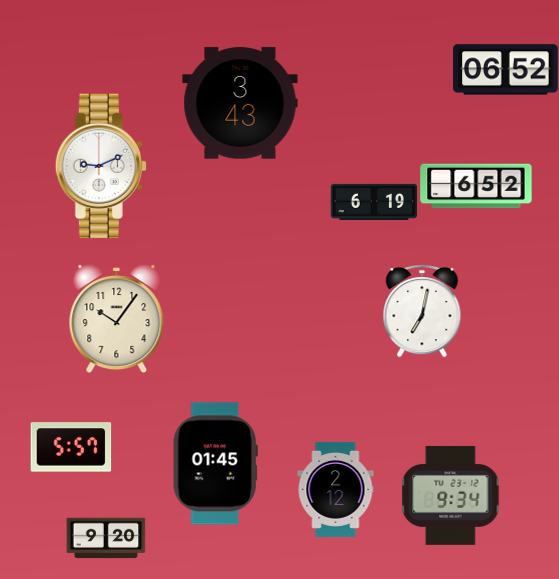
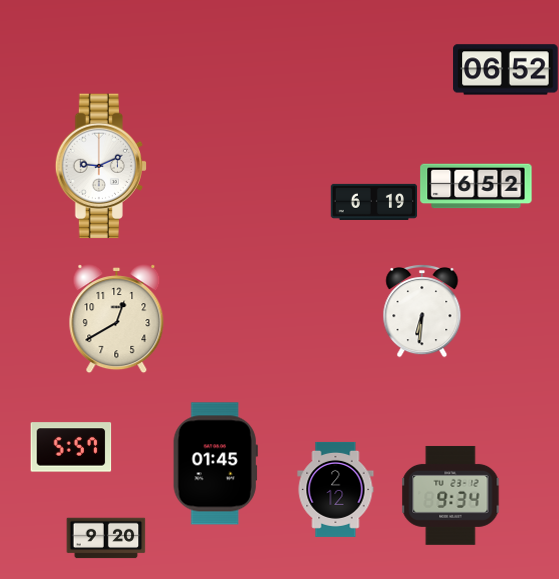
clock at (240, 103): 3:43 -> none
clock at (422, 311): 7:02 -> 6:31
clock at (117, 319): 10:06 -> 12:40
